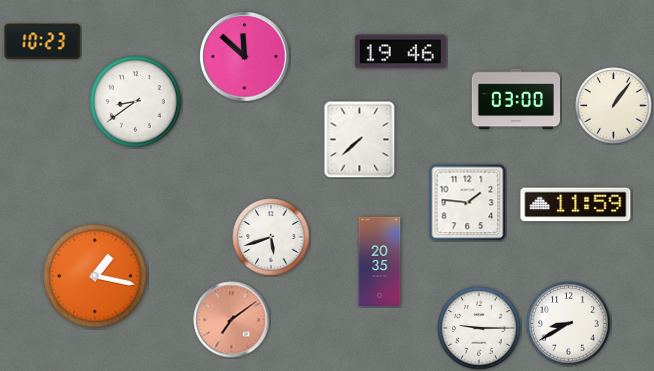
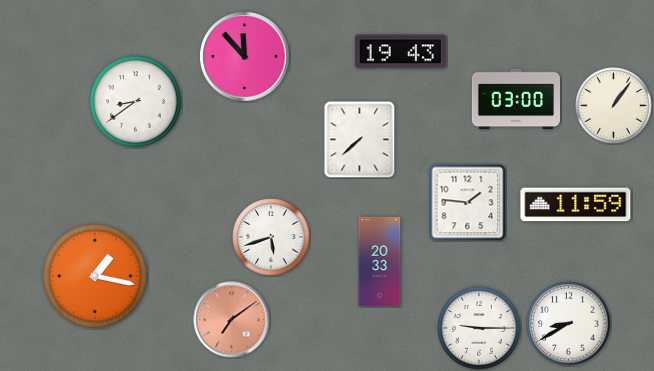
clock at (43, 42): 10:23 -> none
clock at (400, 52): 19:46 -> 19:43
clock at (245, 57): 11:52 -> 11:53
clock at (380, 261): 20:35 -> 20:33
